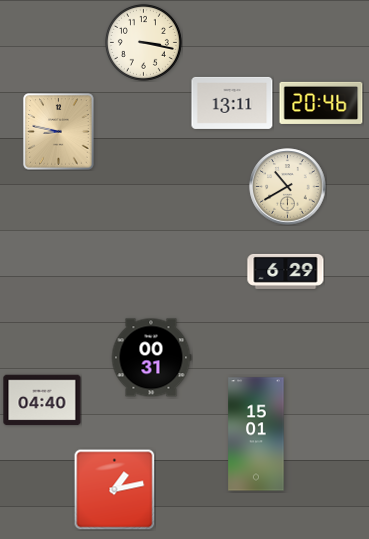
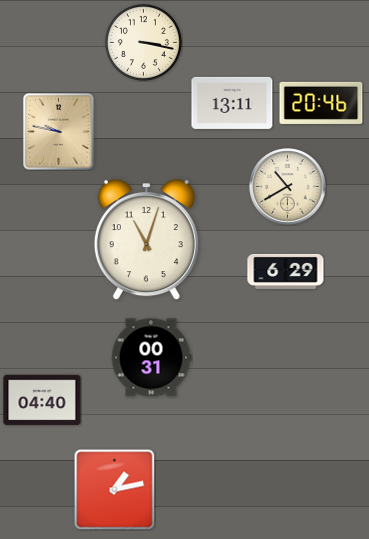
clock at (59, 132): 8:47 -> 9:47
clock at (146, 240): none -> 11:03
clock at (256, 434): 15:01 -> none
